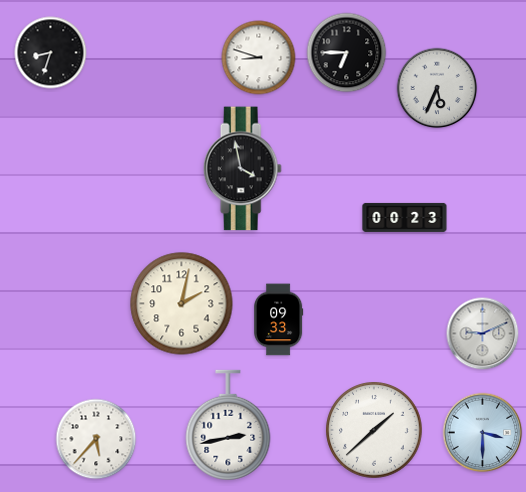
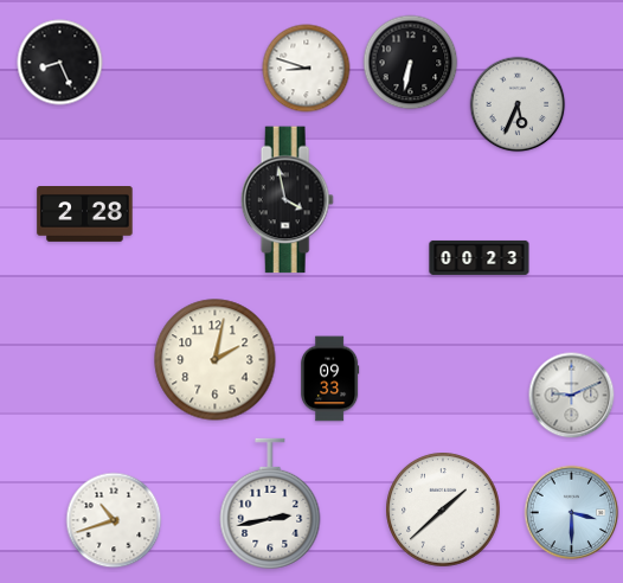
clock at (51, 53): 8:33 -> 8:26
clock at (347, 53): 6:45 -> 6:32
clock at (85, 214): none -> 2:28
clock at (96, 439): 5:37 -> 10:42
